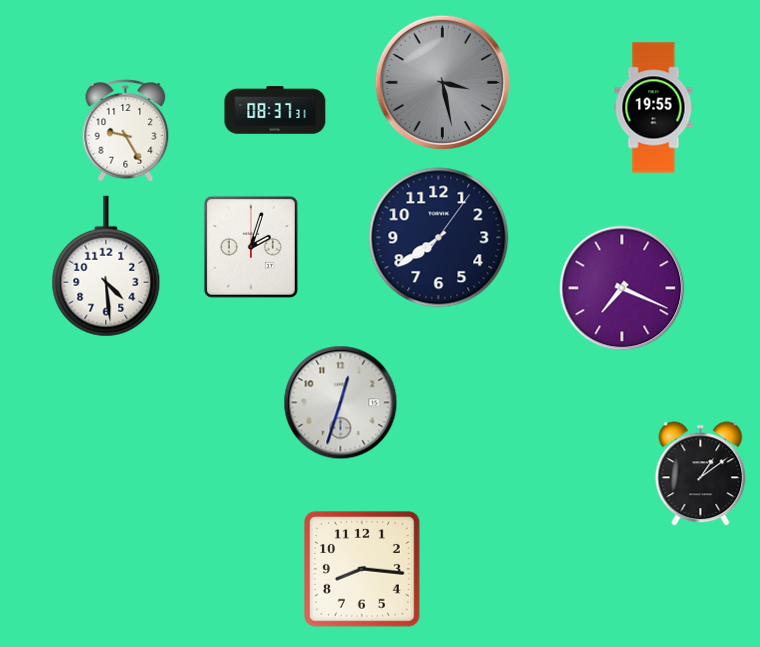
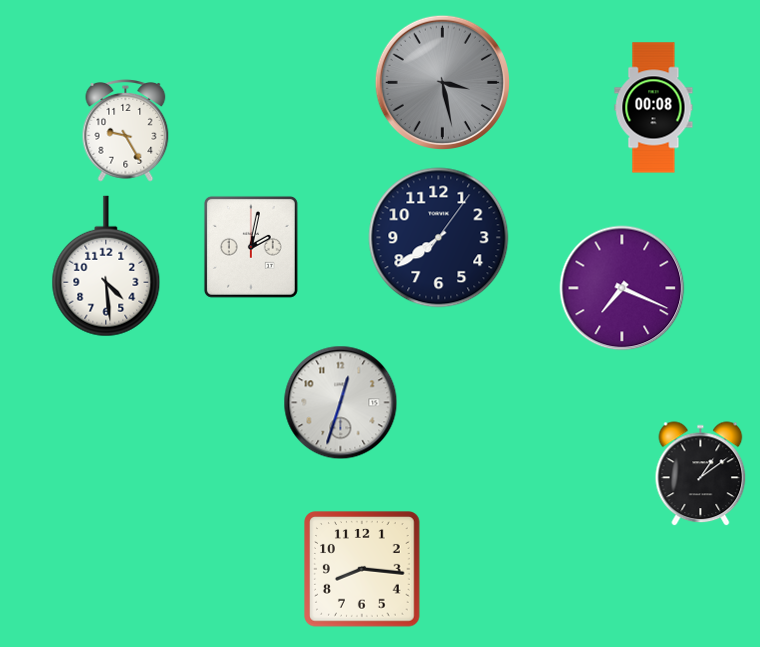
clock at (654, 108): 19:55 -> 00:08
clock at (275, 110): 08:37 -> none
clock at (251, 247): 2:03 -> 2:02
